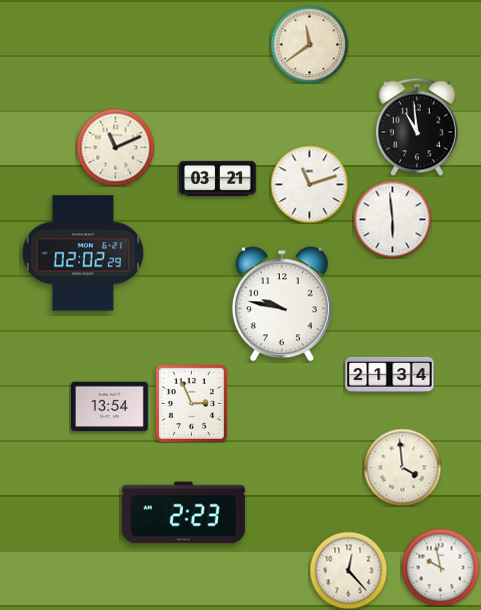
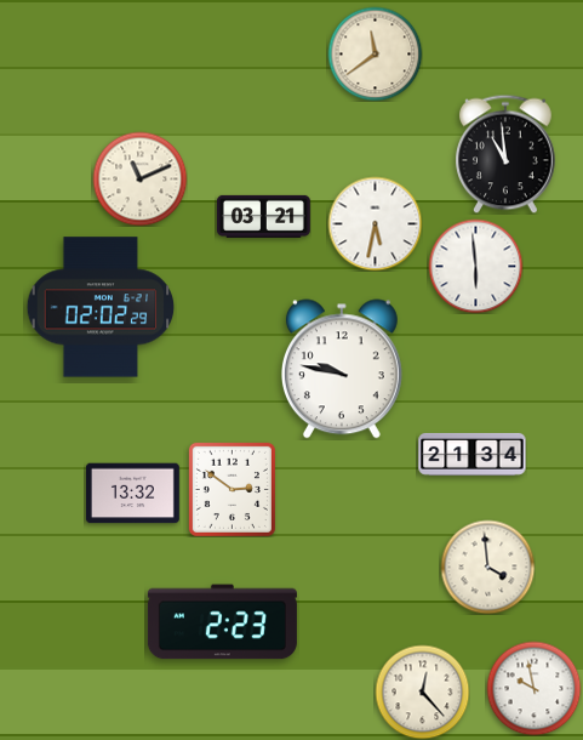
clock at (309, 184): 11:12 -> 5:32
clock at (191, 403): 2:56 -> 2:51
clock at (109, 407): 13:54 -> 13:32
